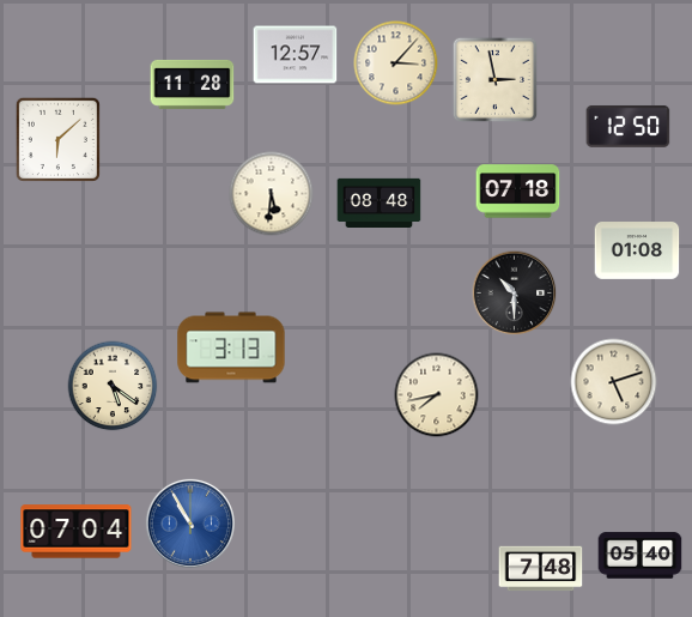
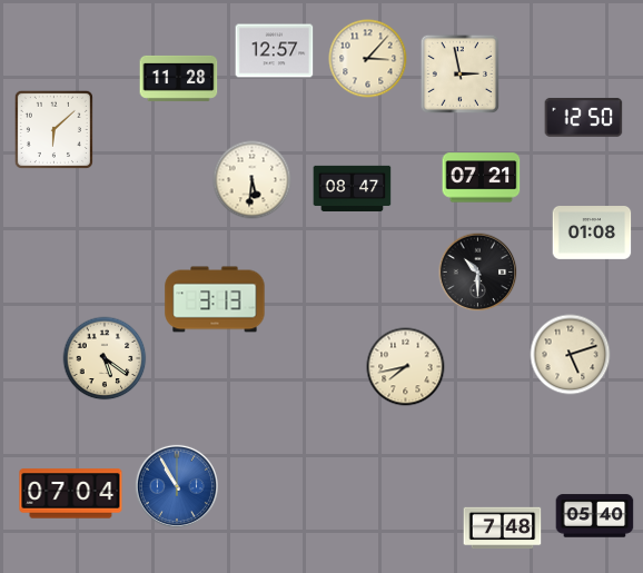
clock at (518, 192): 07:18 -> 07:21
clock at (380, 202): 08:48 -> 08:47
clock at (231, 347) position: (231, 347) -> (215, 299)
